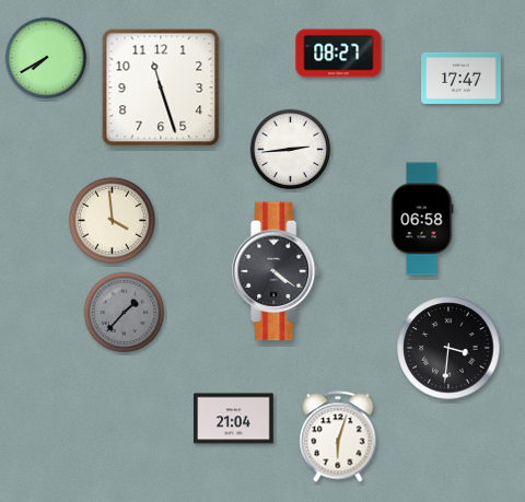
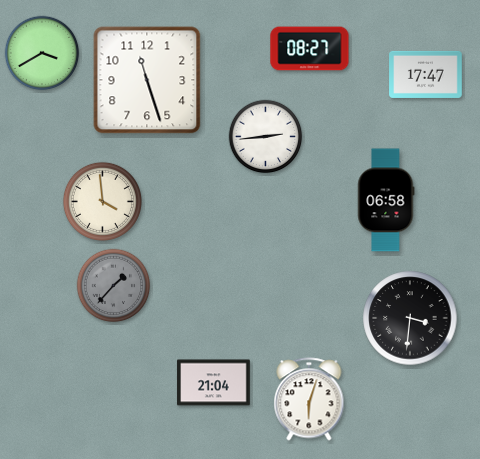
clock at (46, 58): 7:40 -> 3:40
clock at (462, 78) position: (462, 78) -> (426, 74)
clock at (277, 271): 4:21 -> none
